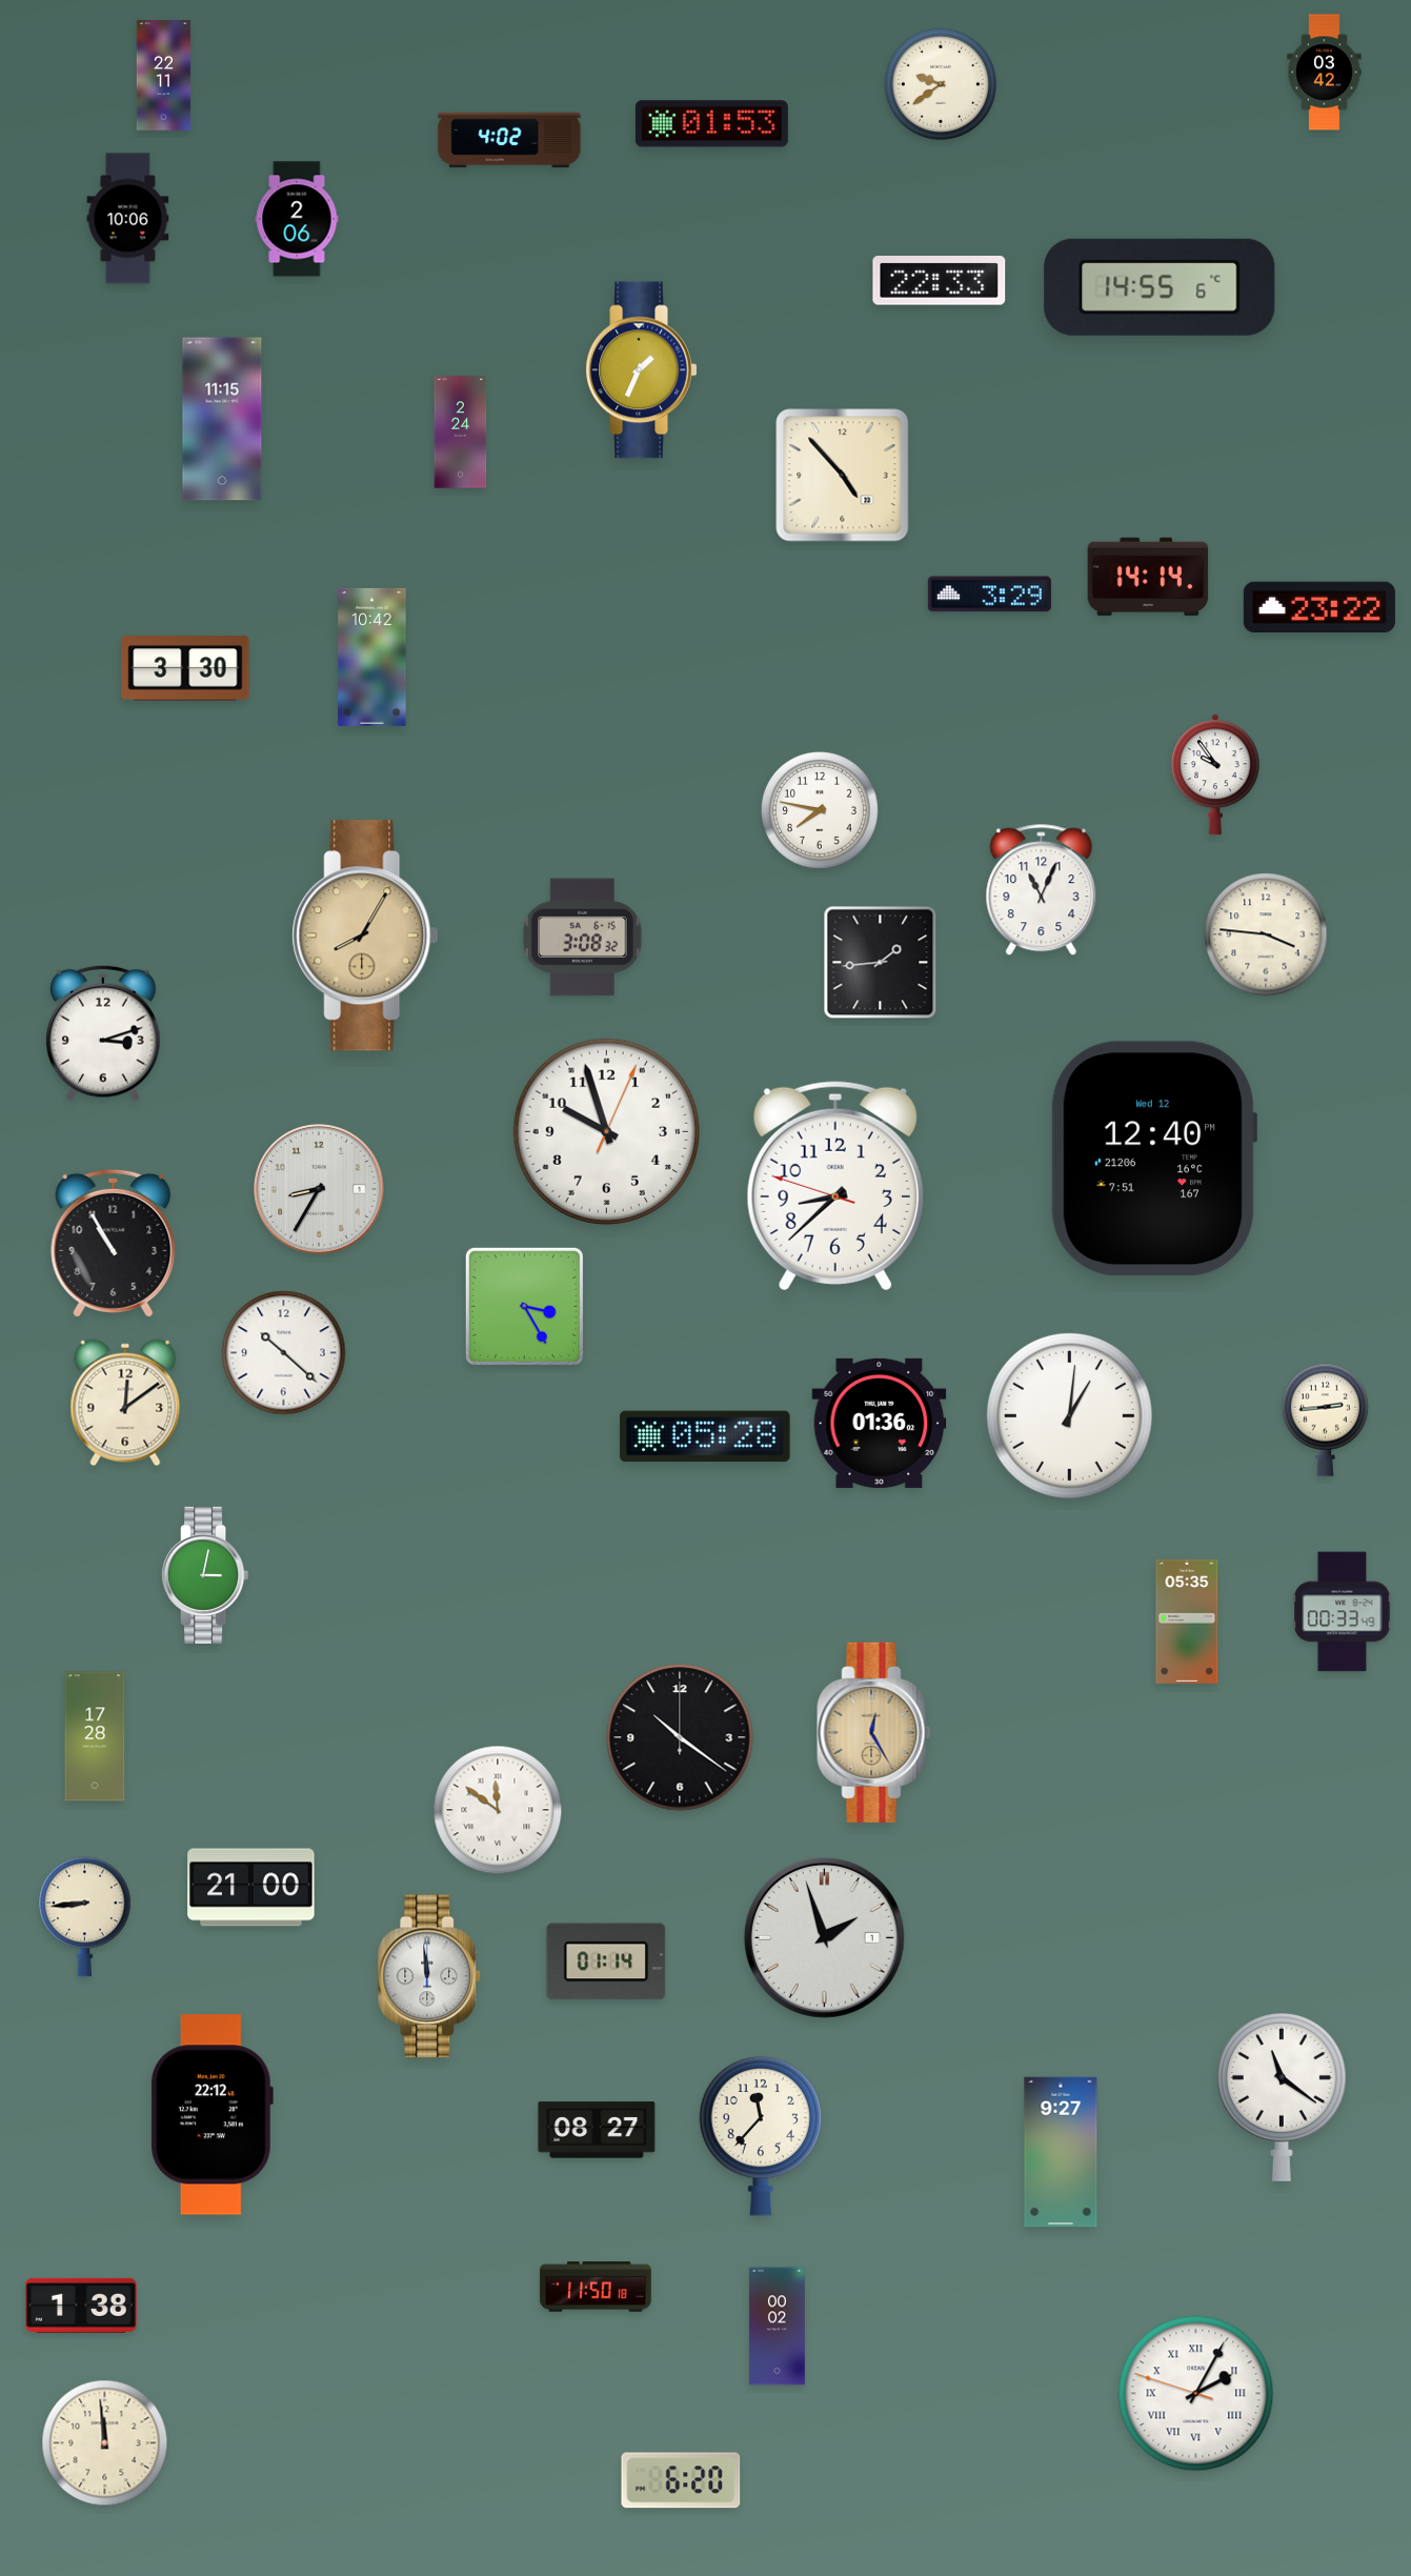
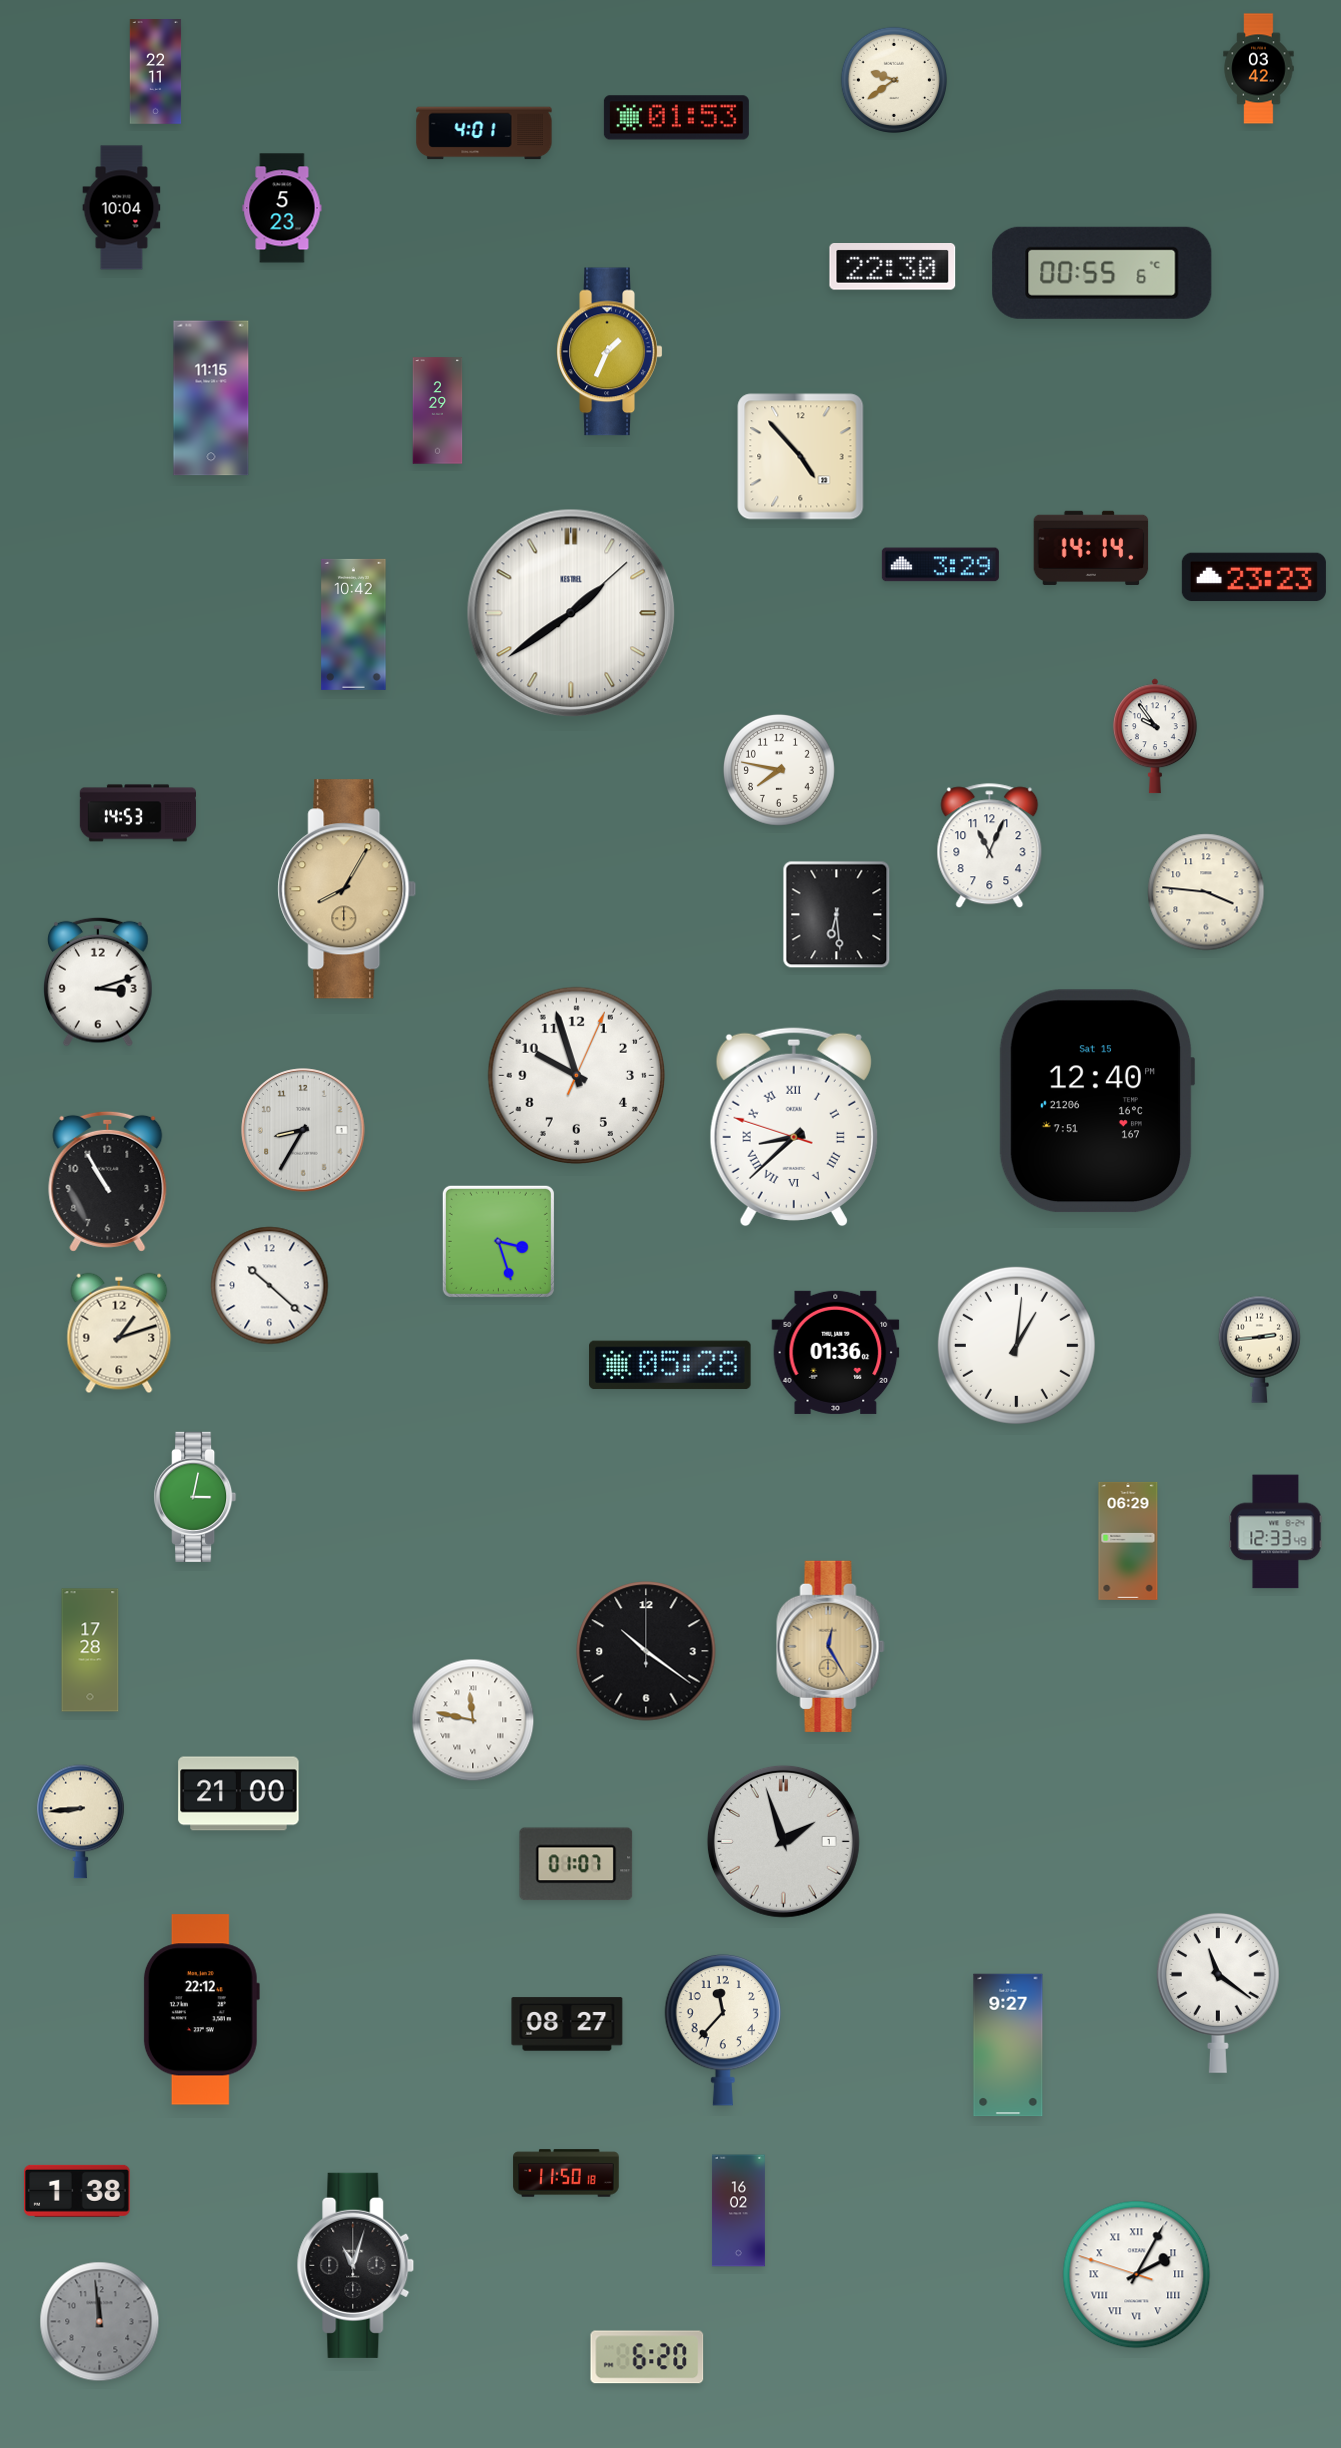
clock at (509, 140): 4:02 -> 4:01
clock at (128, 219): 10:06 -> 10:04
clock at (297, 219): 2:06 -> 5:23
clock at (940, 281): 22:33 -> 22:30
clock at (1160, 287): 14:55 -> 00:55
clock at (461, 432): 2:24 -> 2:29
clock at (843, 476) position: (843, 476) -> (801, 457)
clock at (1319, 607): 23:22 -> 23:23
clock at (571, 613): none -> 1:39
clock at (185, 668): 3:30 -> none
clock at (138, 813): none -> 14:53
clock at (1266, 934) position: (1266, 934) -> (1206, 892)
clock at (583, 938): 3:08 -> none
clock at (881, 963): 1:44 -> 6:29
clock at (1154, 1159) date: Wed 12 -> Sat 15
clock at (835, 1186) numerals: Arabic -> Roman
clock at (524, 1306): 3:25 -> 3:27
clock at (125, 1403): 12:09 -> 1:12
clock at (1343, 1612): 00:33 -> 12:33
clock at (1187, 1622): 05:35 -> 06:29
clock at (498, 1810): 11:51 -> 11:47
clock at (606, 1961): 01:14 -> 01:07
clock at (429, 1976): 11:59 -> none
clock at (777, 2327): 00:02 -> 16:02
clock at (356, 2265): none -> 11:03
clock at (105, 2443) dial: cream -> grey
